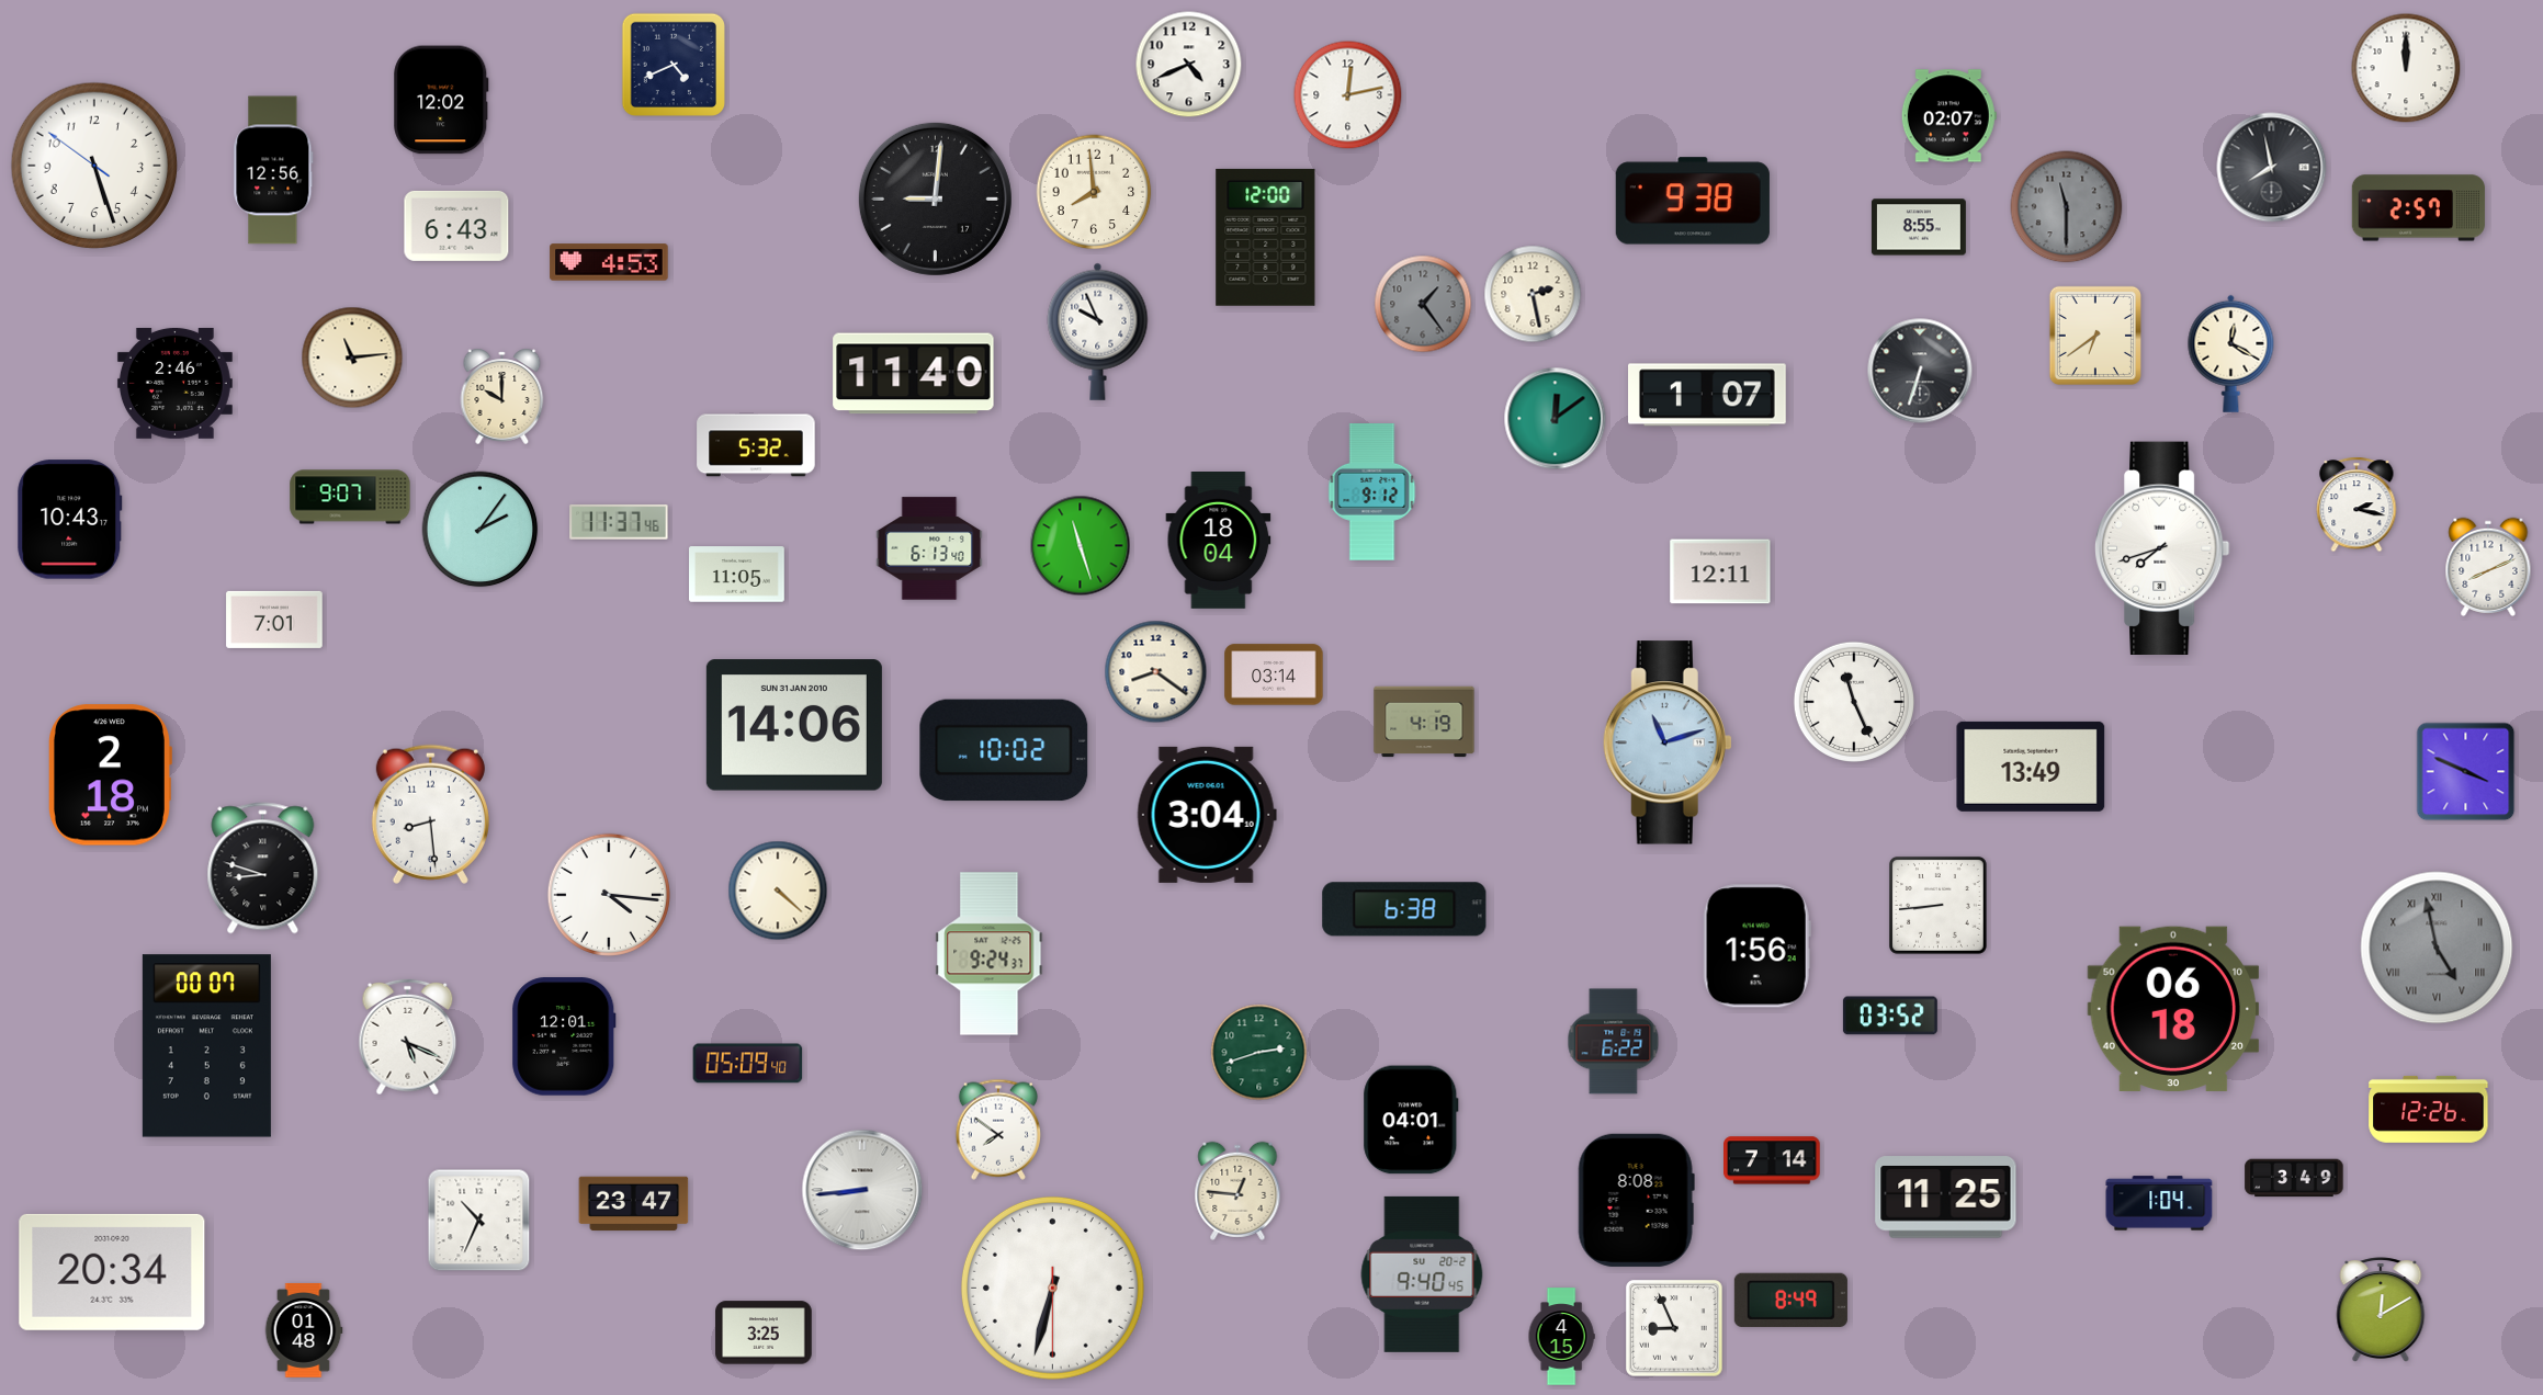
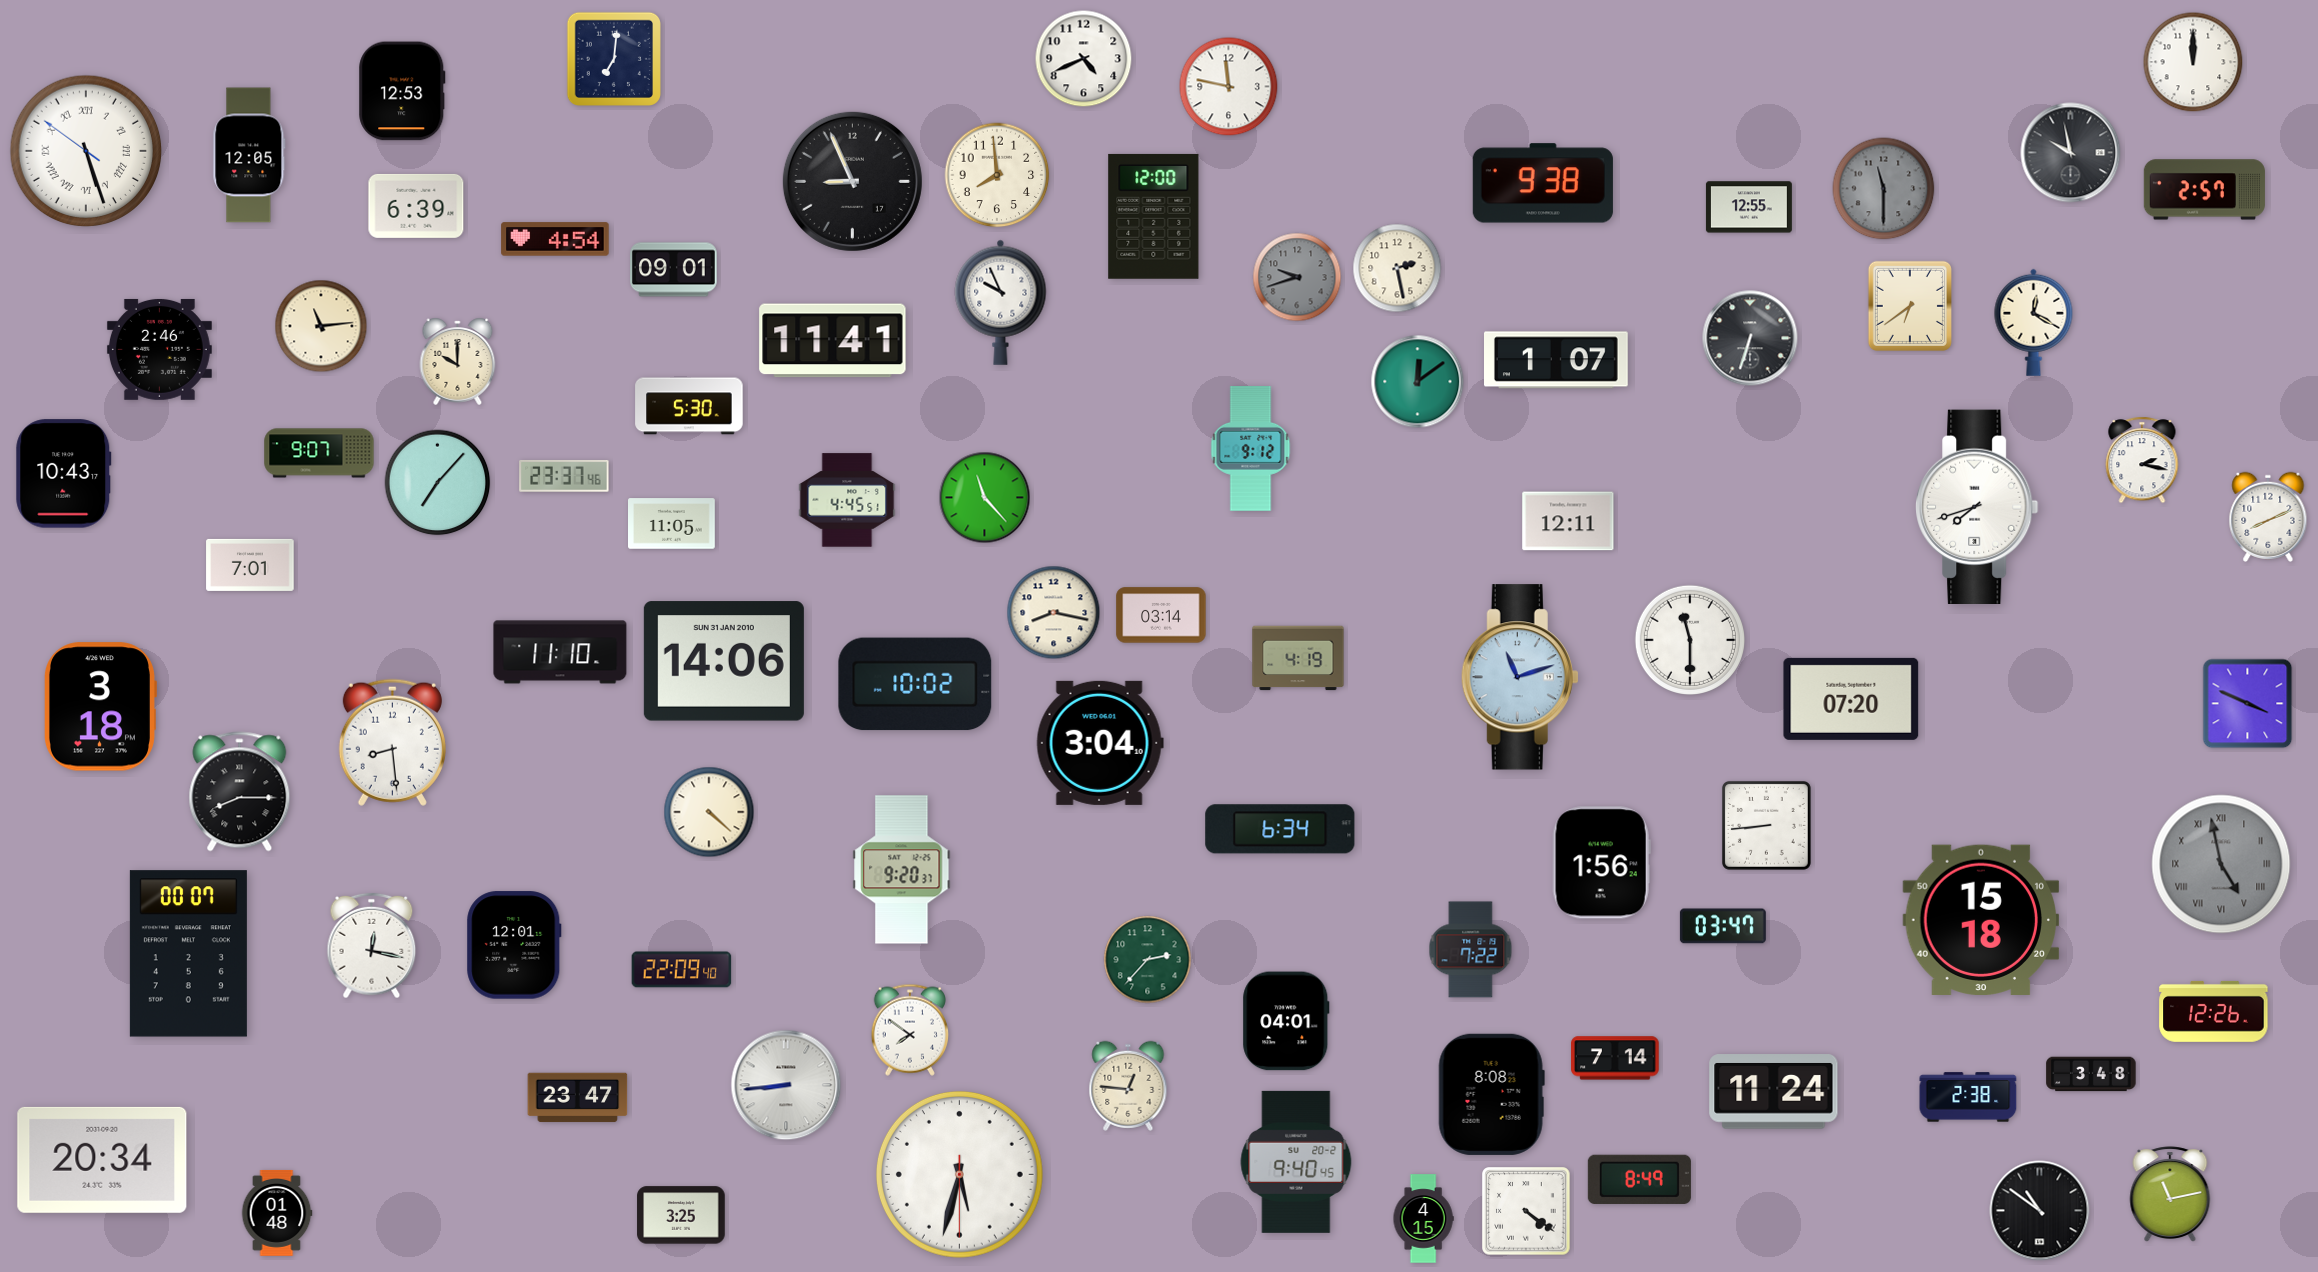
clock at (674, 65): 4:41 -> 7:01
clock at (1348, 95): 12:13 -> 11:47
clock at (441, 100): 12:02 -> 12:53
clock at (1948, 116): 02:07 -> none
clock at (94, 166) numerals: Arabic -> Roman
clock at (2272, 168): 7:58 -> 9:58
clock at (273, 170): 12:56 -> 12:05
clock at (935, 199): 9:01 -> 8:56
clock at (456, 226): 6:43 -> 6:39
clock at (1919, 227): 8:55 -> 12:55
clock at (609, 262): 4:53 -> 4:54
clock at (674, 270): none -> 09:01
clock at (1423, 304): 1:24 -> 9:42
clock at (914, 374): 11:40 -> 11:41
clock at (756, 445): 5:32 -> 5:30
clock at (2356, 504) position: (2356, 504) -> (2142, 460)
clock at (619, 522): 11:37 -> 23:37
clock at (481, 530): 2:06 -> 7:07
clock at (1219, 541): 18:04 -> none
clock at (1081, 546): 11:27 -> 11:23
clock at (2162, 547) position: (2162, 547) -> (1977, 506)
clock at (929, 548): 6:13 -> 4:45
clock at (1156, 672): 8:21 -> 8:17
clock at (1853, 701): 11:26 -> 11:30
clock at (560, 652): none -> 11:10
clock at (2031, 767): 13:49 -> 07:20
clock at (110, 775): 2:18 -> 3:18
clock at (263, 869): 8:48 -> 8:15
clock at (609, 895): 4:16 -> none
clock at (1404, 909): 6:38 -> 6:34
clock at (990, 954): 9:24 -> 9:20
clock at (2173, 1009): 06:18 -> 15:18
clock at (1890, 1016): 03:52 -> 03:47
clock at (408, 1037): 5:19 -> 12:17
clock at (1614, 1042): 6:22 -> 7:22
clock at (1259, 1053): 2:42 -> 2:37
clock at (748, 1064): 05:09 -> 22:09
clock at (2294, 1178): 3:49 -> 3:48
clock at (1946, 1198): 11:25 -> 11:24
clock at (2159, 1203): 1:04 -> 2:38
clock at (479, 1221): 10:34 -> none
clock at (1052, 1288): 6:32 -> 5:32
clock at (1790, 1300) position: (1790, 1300) -> (1639, 1179)
clock at (2381, 1309): 12:10 -> 11:13
clock at (1674, 1328): 8:56 -> 4:21
clock at (2040, 1211): none -> 10:51
clock at (764, 1332) position: (764, 1332) -> (681, 1215)
